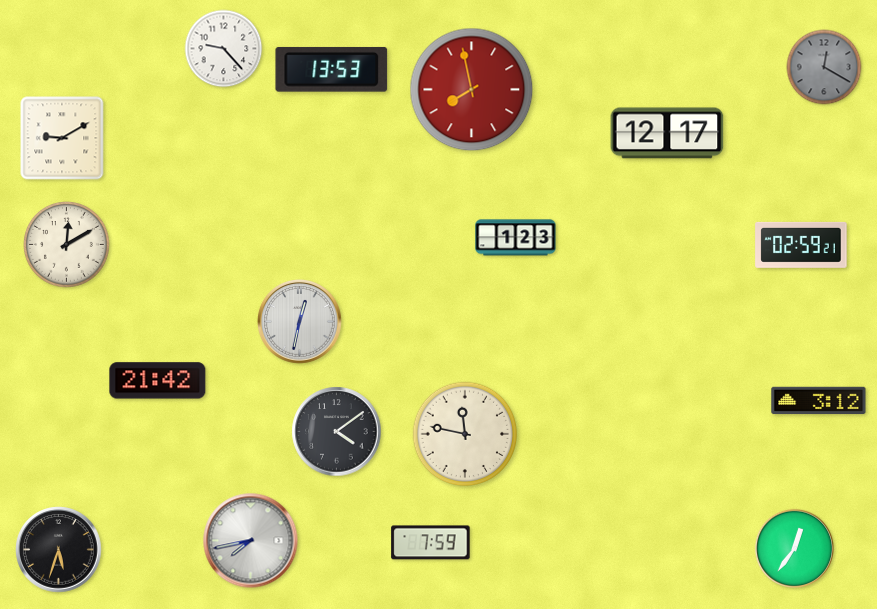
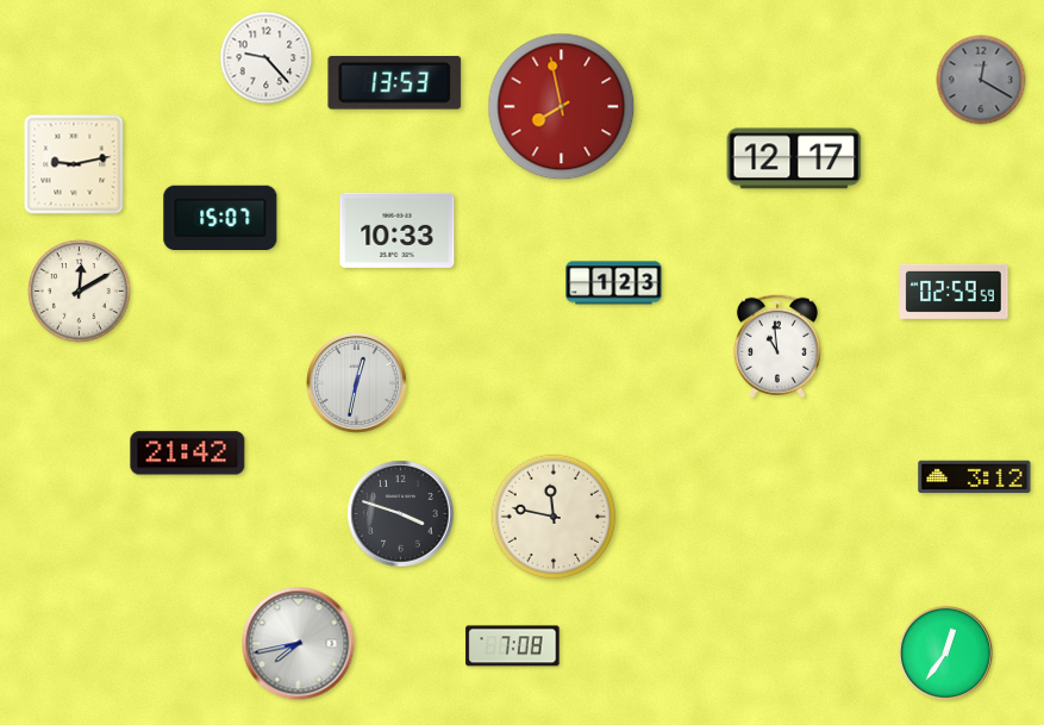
clock at (62, 138): 9:10 -> 9:13
clock at (220, 217): none -> 15:07
clock at (398, 230): none -> 10:33
clock at (801, 245): 02:59:21 -> 02:59:59
clock at (777, 346): none -> 10:59
clock at (337, 432): 4:09 -> 3:48
clock at (431, 543): 7:59 -> 7:08
clock at (59, 550): 5:33 -> none
